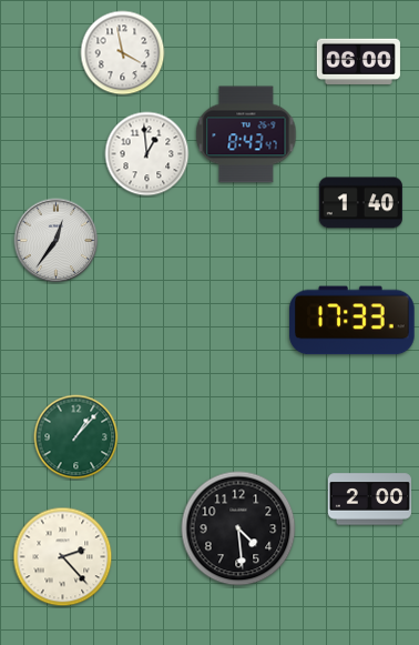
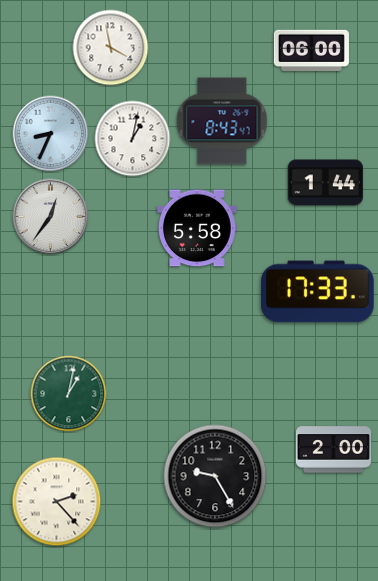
clock at (358, 61) position: (358, 61) -> (311, 50)
clock at (51, 134): none -> 8:34
clock at (147, 154): 12:59 -> 1:02
clock at (360, 203): 1:40 -> 1:44
clock at (198, 228): none -> 5:58
clock at (352, 321) position: (352, 321) -> (318, 292)
clock at (76, 437): 1:07 -> 1:02
clock at (238, 528): 4:29 -> 9:25
